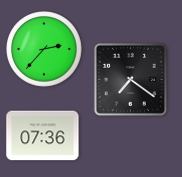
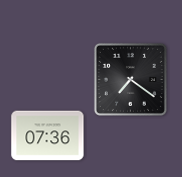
clock at (44, 49): 2:37 -> none
clock at (43, 136) position: (43, 136) -> (48, 136)
